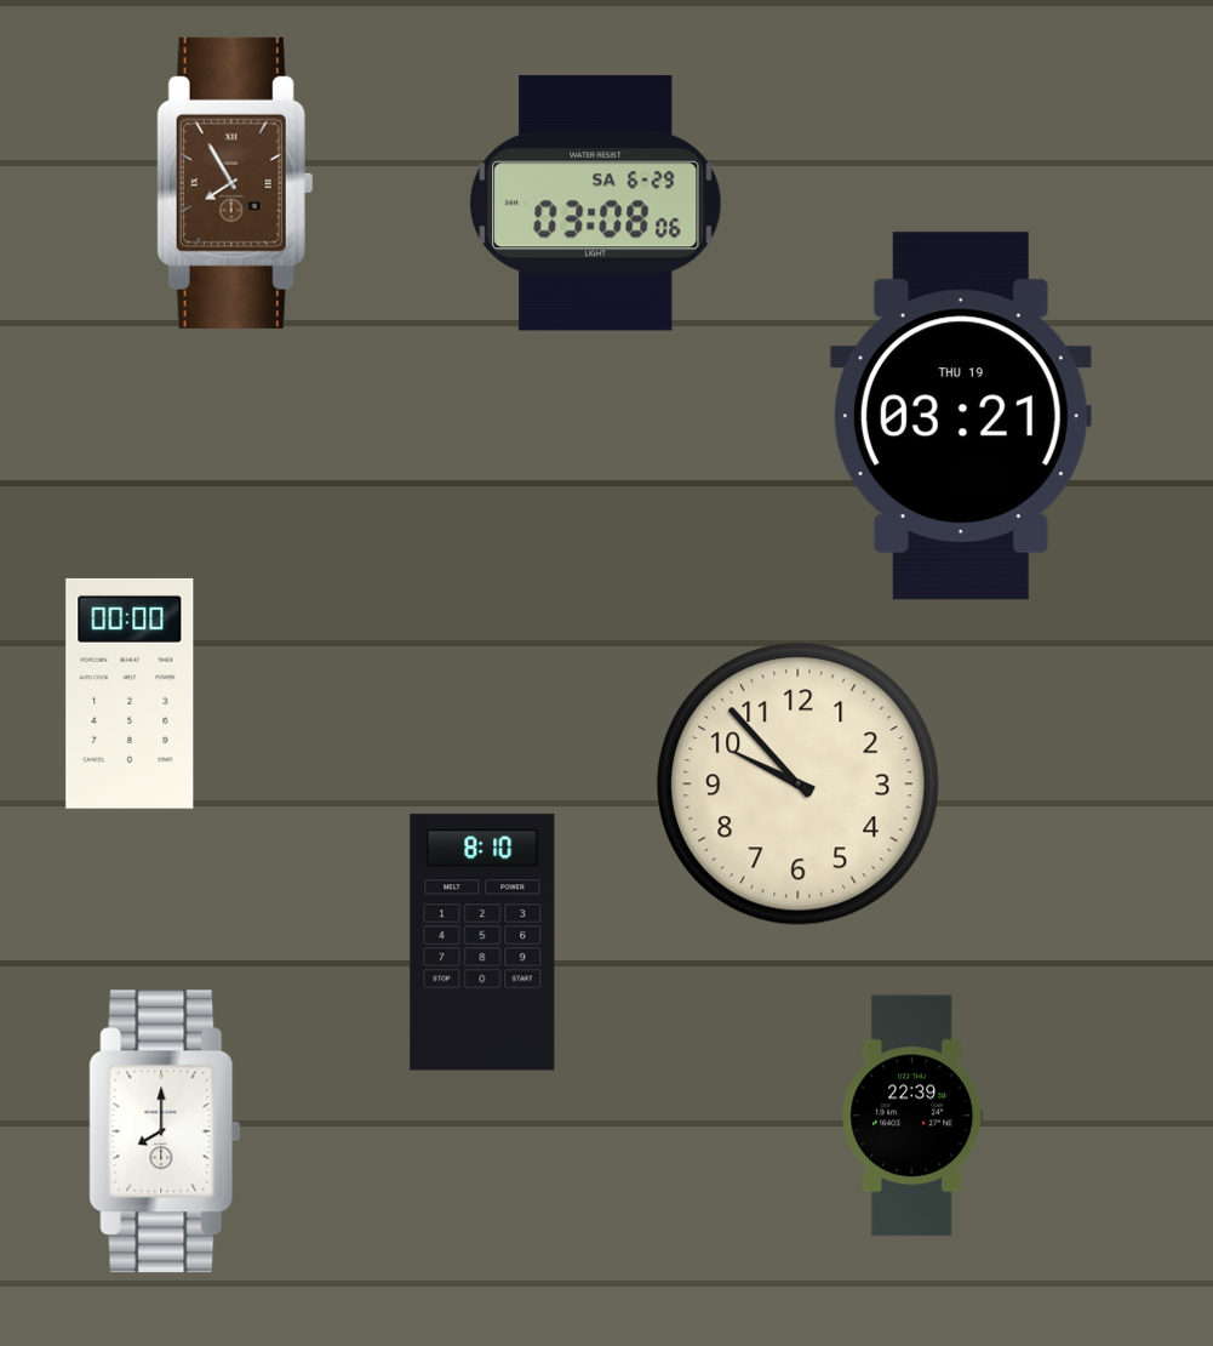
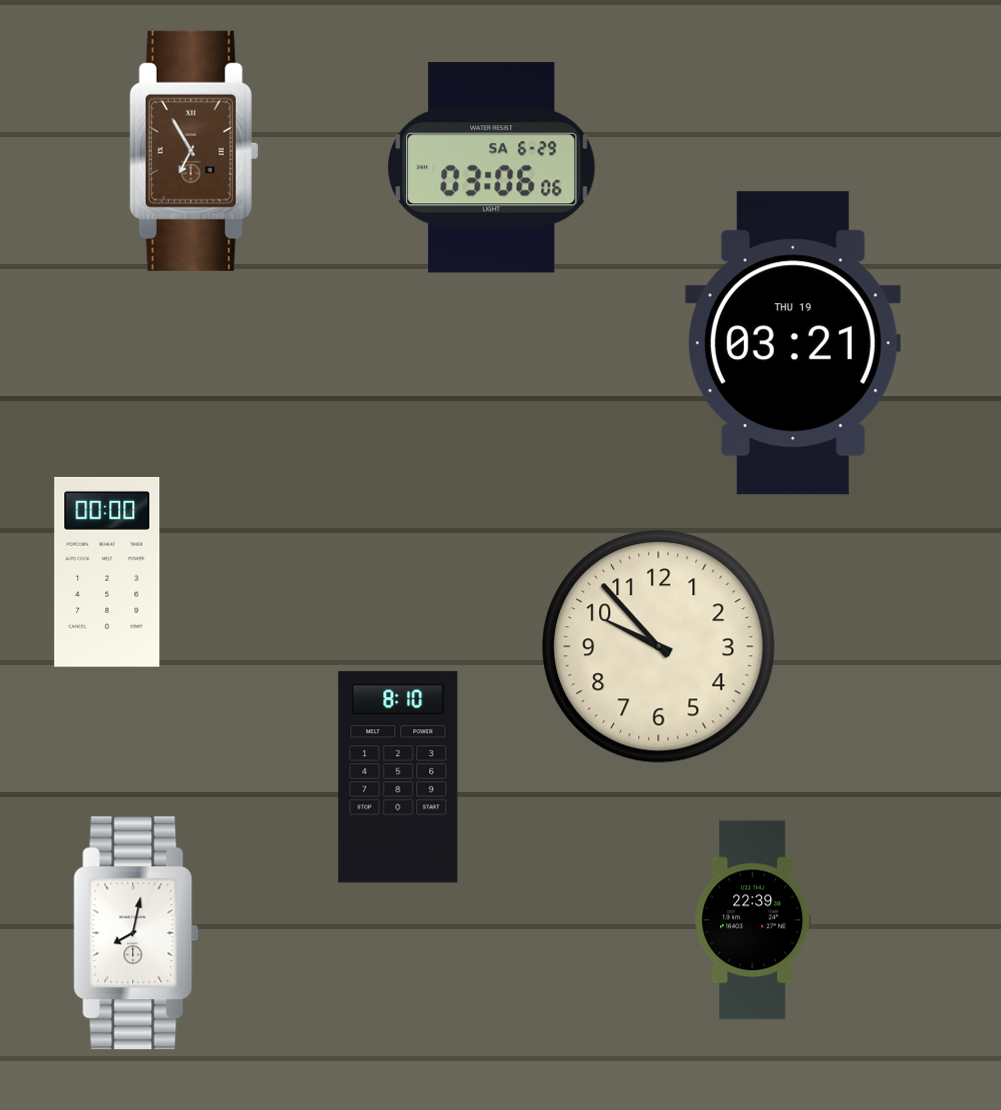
clock at (235, 183): 7:55 -> 6:55
clock at (596, 204): 03:08 -> 03:06
clock at (165, 1131): 8:00 -> 8:02
